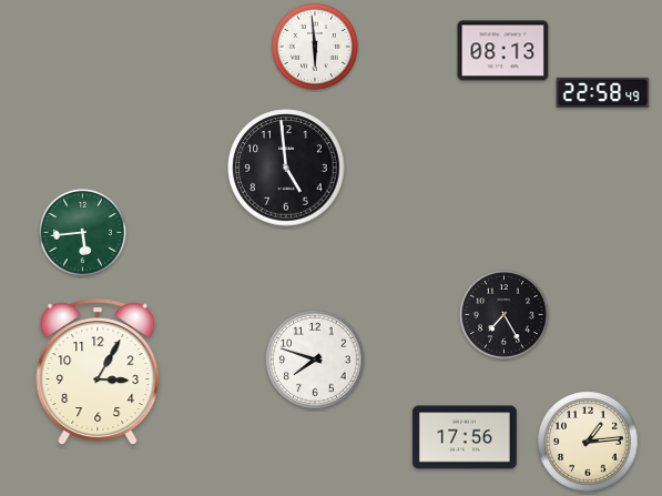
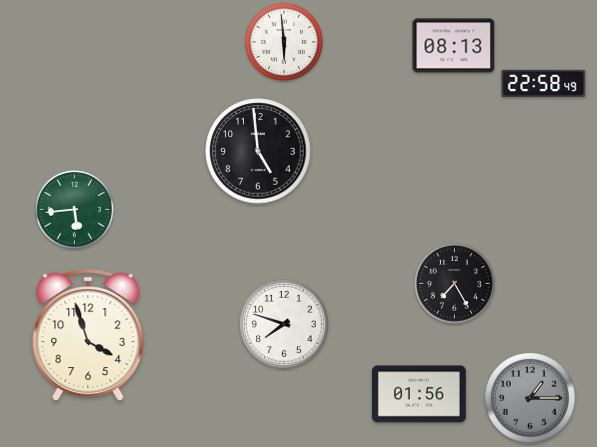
clock at (98, 373): 3:05 -> 3:57
clock at (465, 437): 17:56 -> 01:56
clock at (588, 442): 1:14 -> 1:15
clock at (588, 442) dial: cream -> grey
